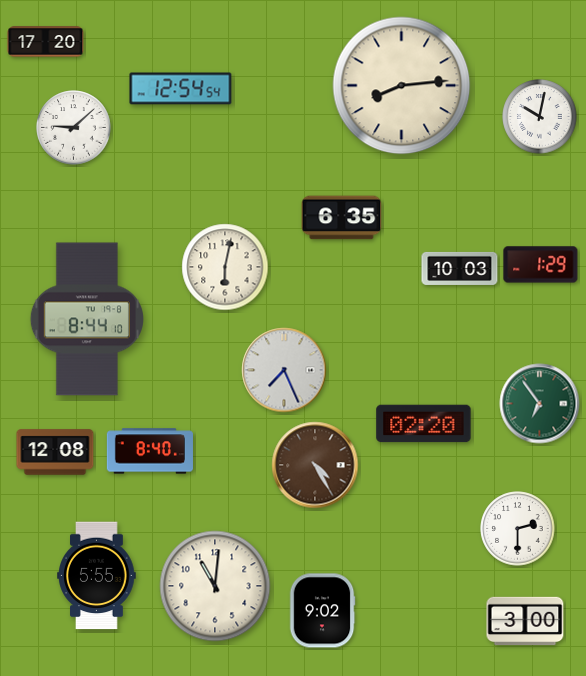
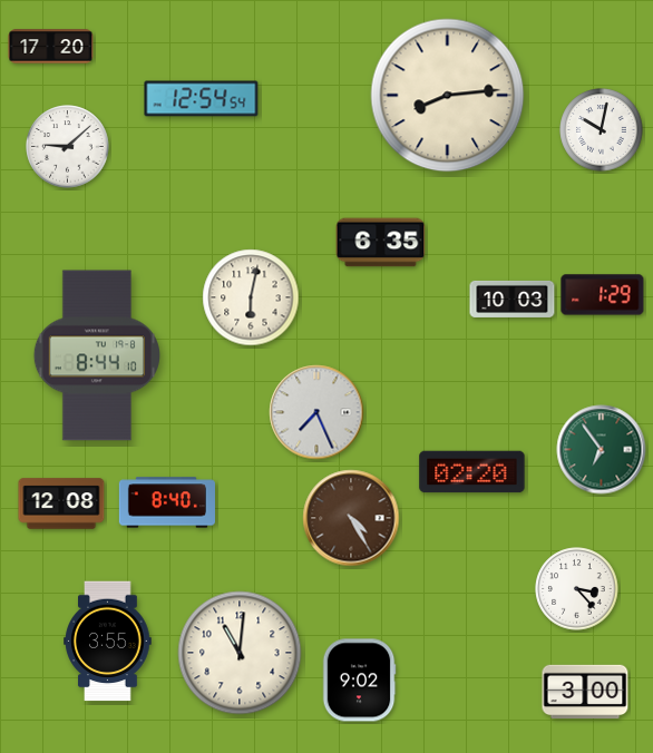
clock at (74, 128) position: (74, 128) -> (68, 147)
clock at (518, 529): 2:30 -> 3:23
clock at (97, 576): 5:55 -> 3:55
